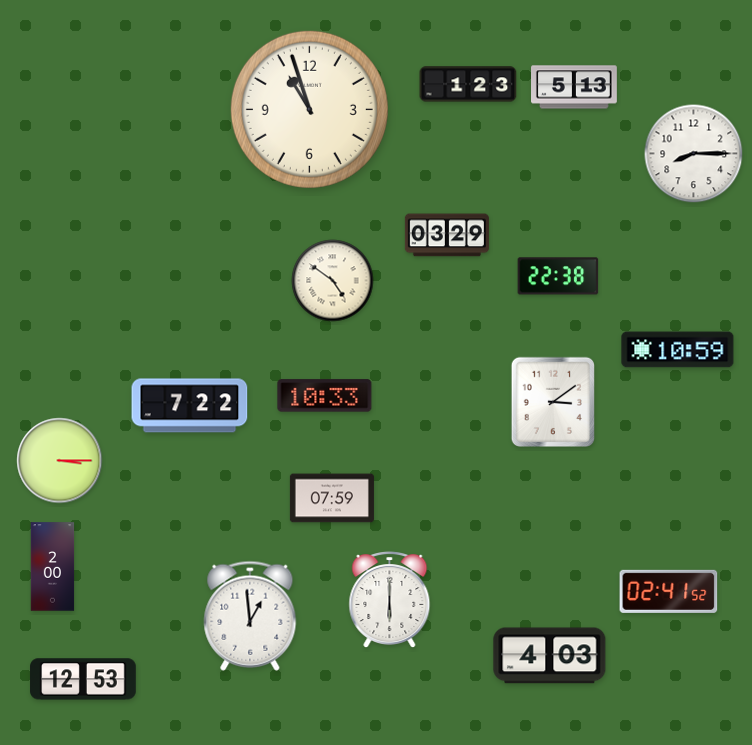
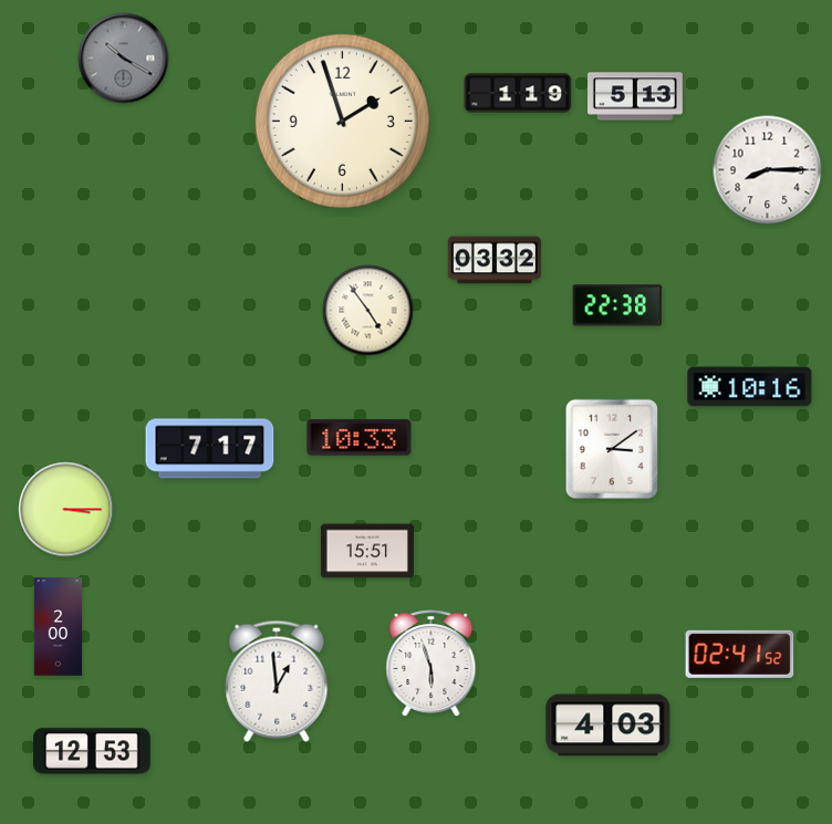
clock at (124, 59): none -> 10:20
clock at (468, 84): 1:23 -> 1:19
clock at (309, 109): 10:57 -> 1:57
clock at (447, 235): 03:29 -> 03:32
clock at (333, 281): 4:51 -> 4:54
clock at (678, 350): 10:59 -> 10:16
clock at (552, 401) position: (552, 401) -> (611, 448)
clock at (190, 406): 7:22 -> 7:17
clock at (332, 498): 07:59 -> 15:51
clock at (390, 600): 6:00 -> 5:57
